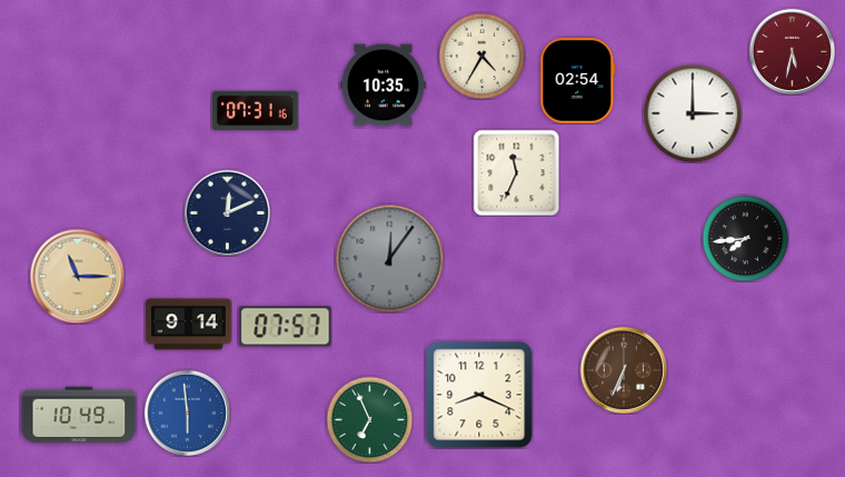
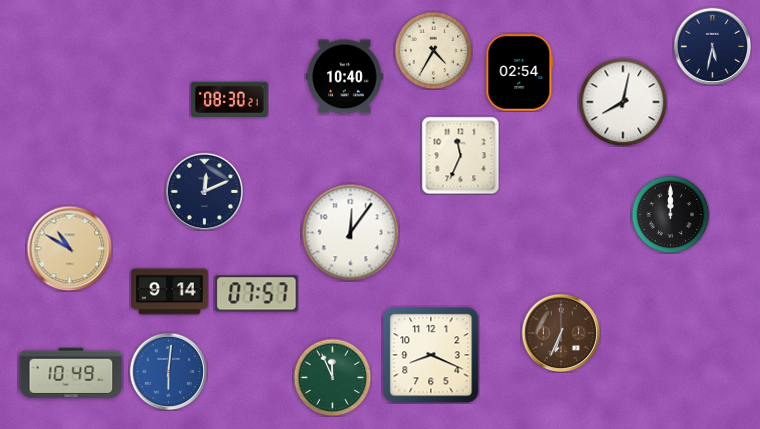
clock at (792, 51) dial: burgundy -> navy
clock at (384, 86): 10:35 -> 10:40
clock at (256, 110): 07:31 -> 08:30
clock at (693, 113): 3:00 -> 8:02
clock at (516, 172) position: (516, 172) -> (460, 155)
clock at (745, 238): 7:44 -> 12:00
clock at (389, 258) dial: grey -> white
clock at (77, 276): 11:15 -> 10:50
clock at (187, 413): 5:59 -> 6:01
clock at (369, 419): 6:56 -> 11:56
